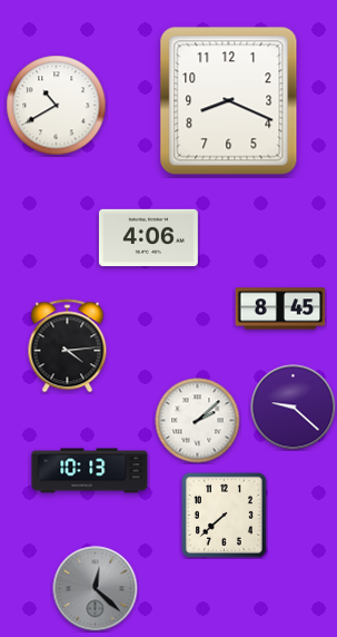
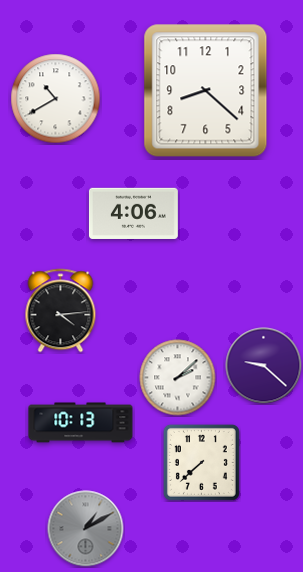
clock at (229, 101): 8:19 -> 8:22
clock at (57, 106) position: (57, 106) -> (56, 99)
clock at (280, 308): 8:45 -> none
clock at (96, 589): 12:22 -> 1:10
